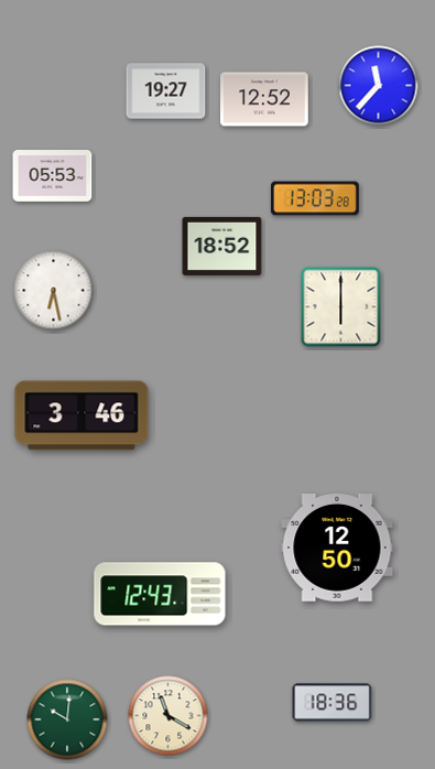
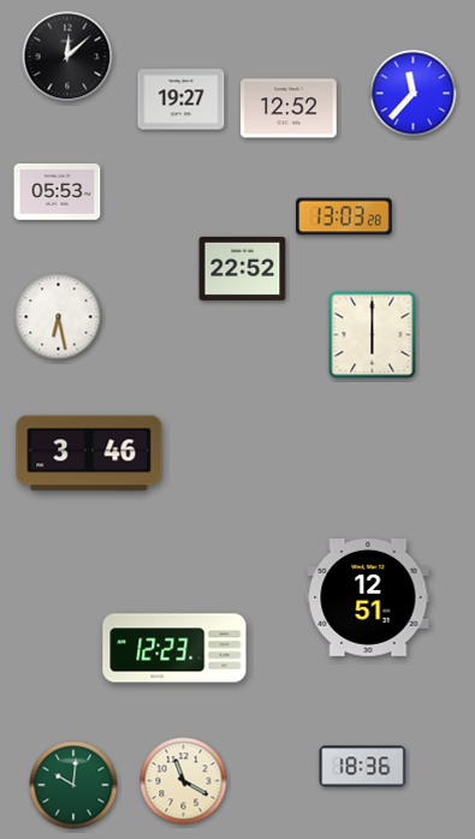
clock at (67, 56): none -> 12:08
clock at (222, 246): 18:52 -> 22:52
clock at (337, 549): 12:50 -> 12:51
clock at (160, 594): 12:43 -> 12:23
